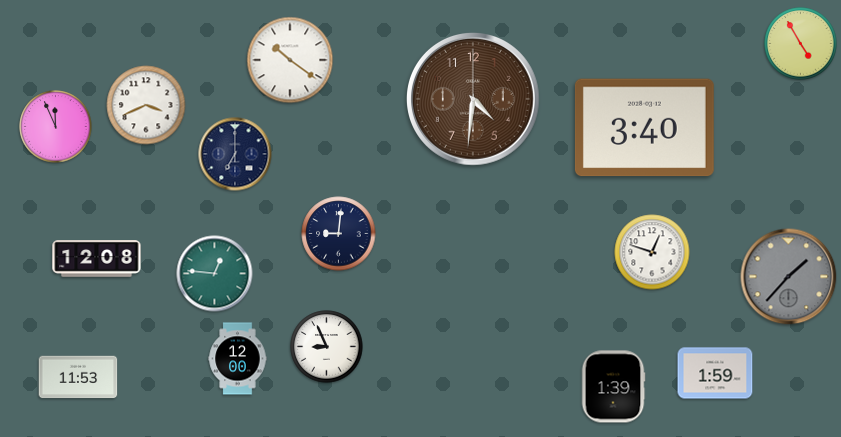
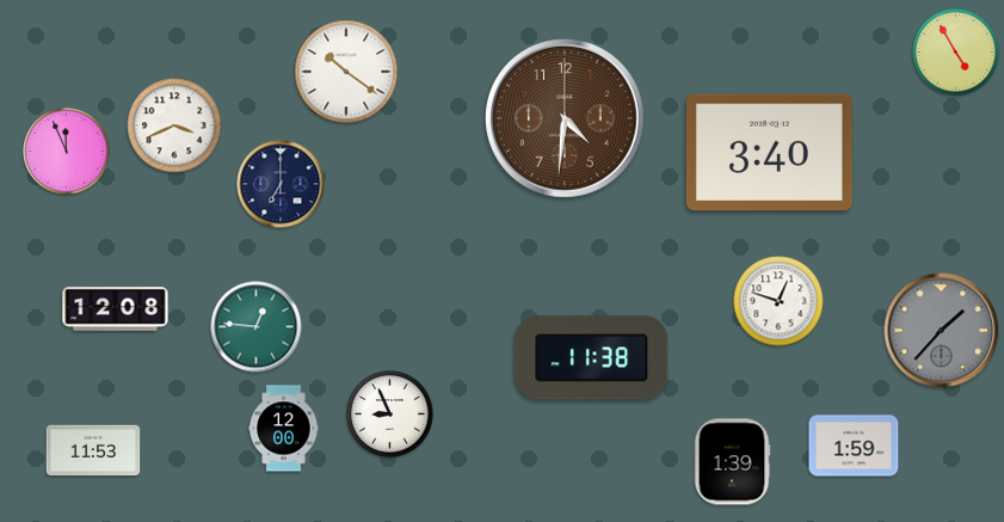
clock at (339, 234): 9:01 -> none
clock at (592, 358): none -> 11:38
